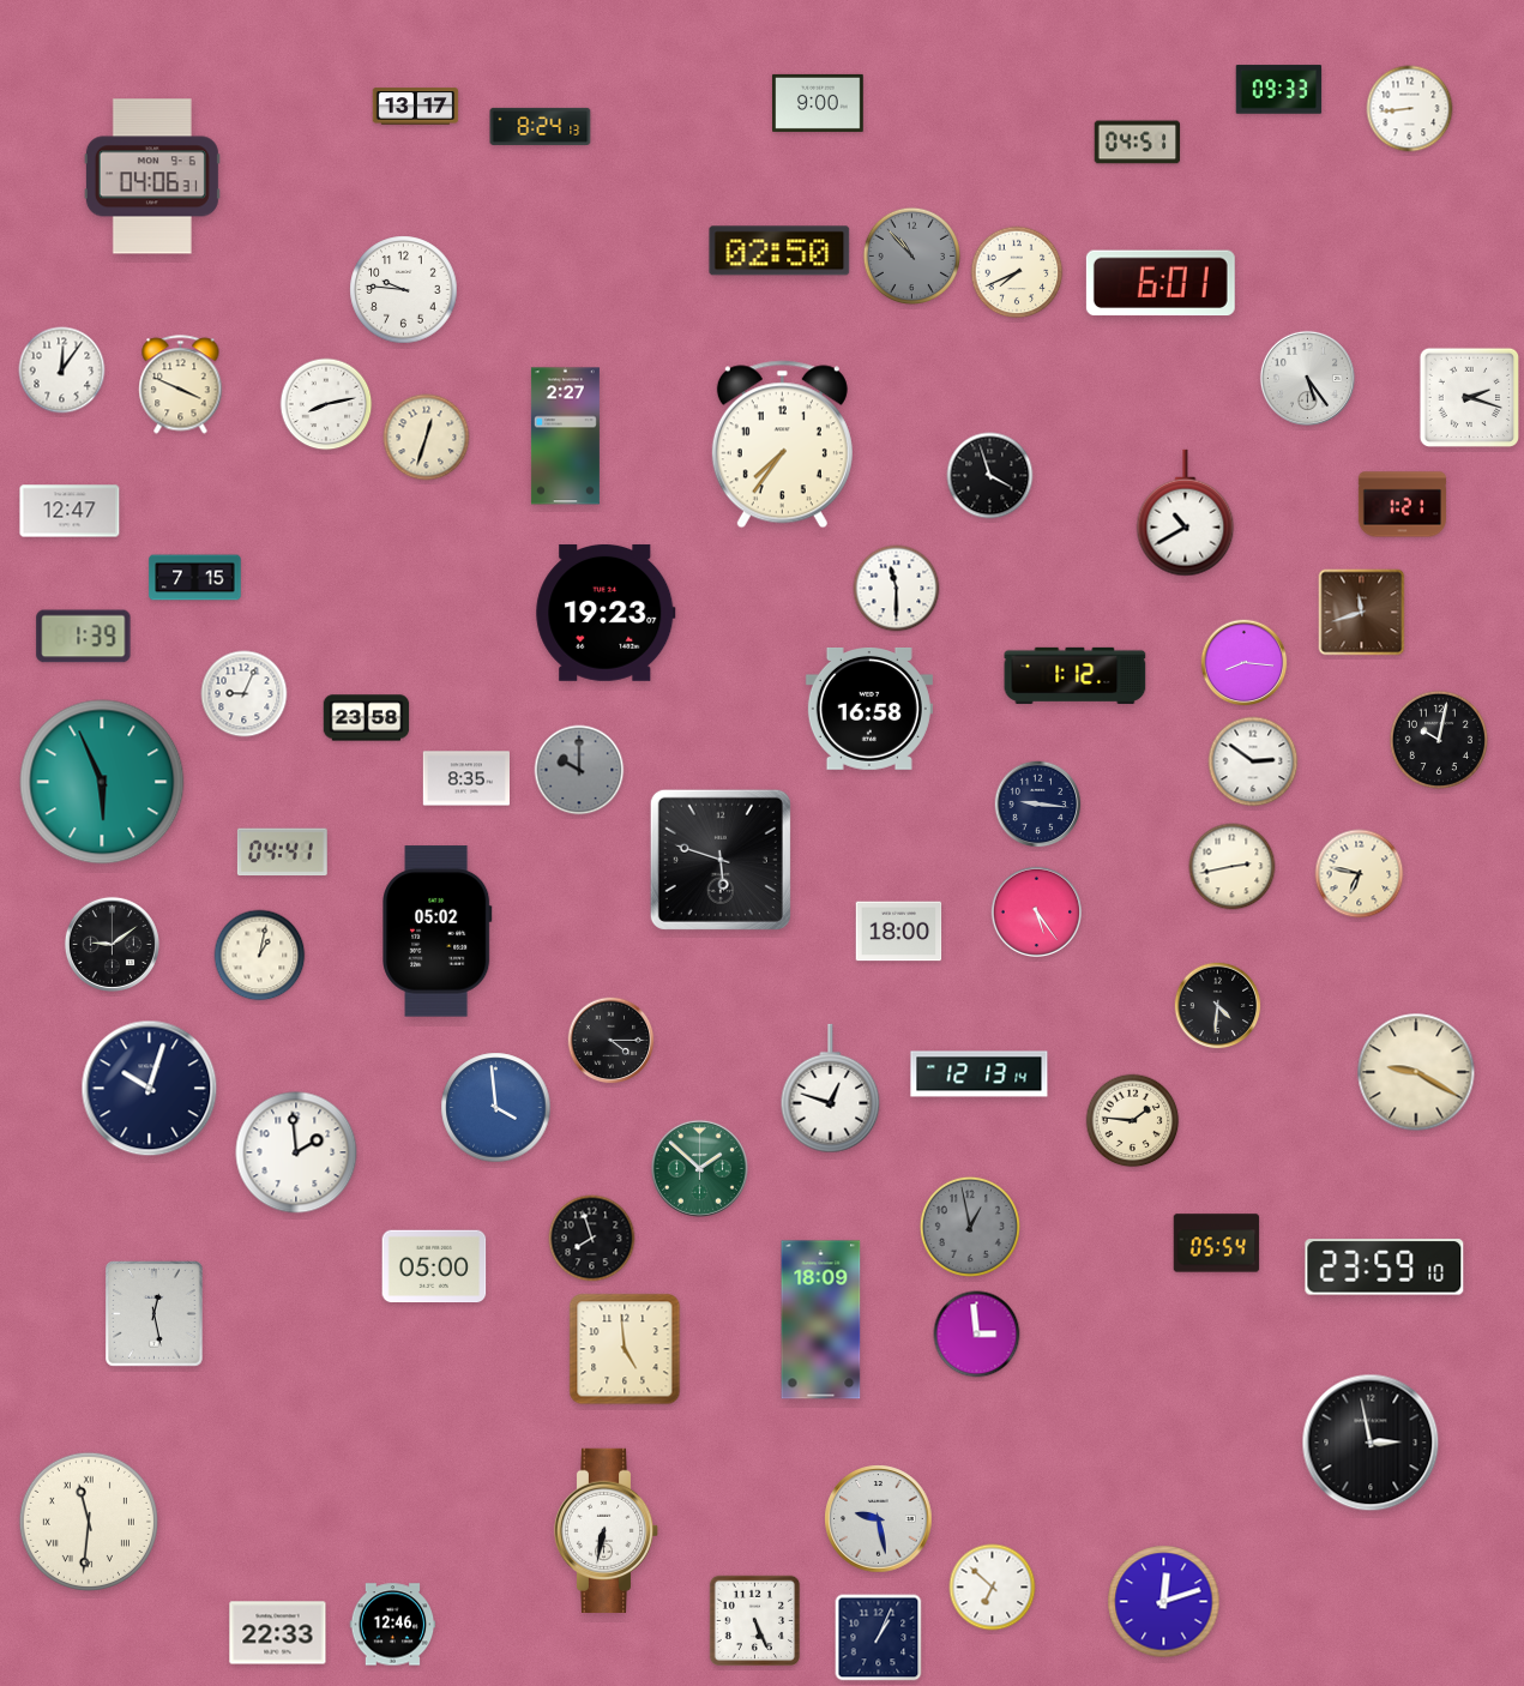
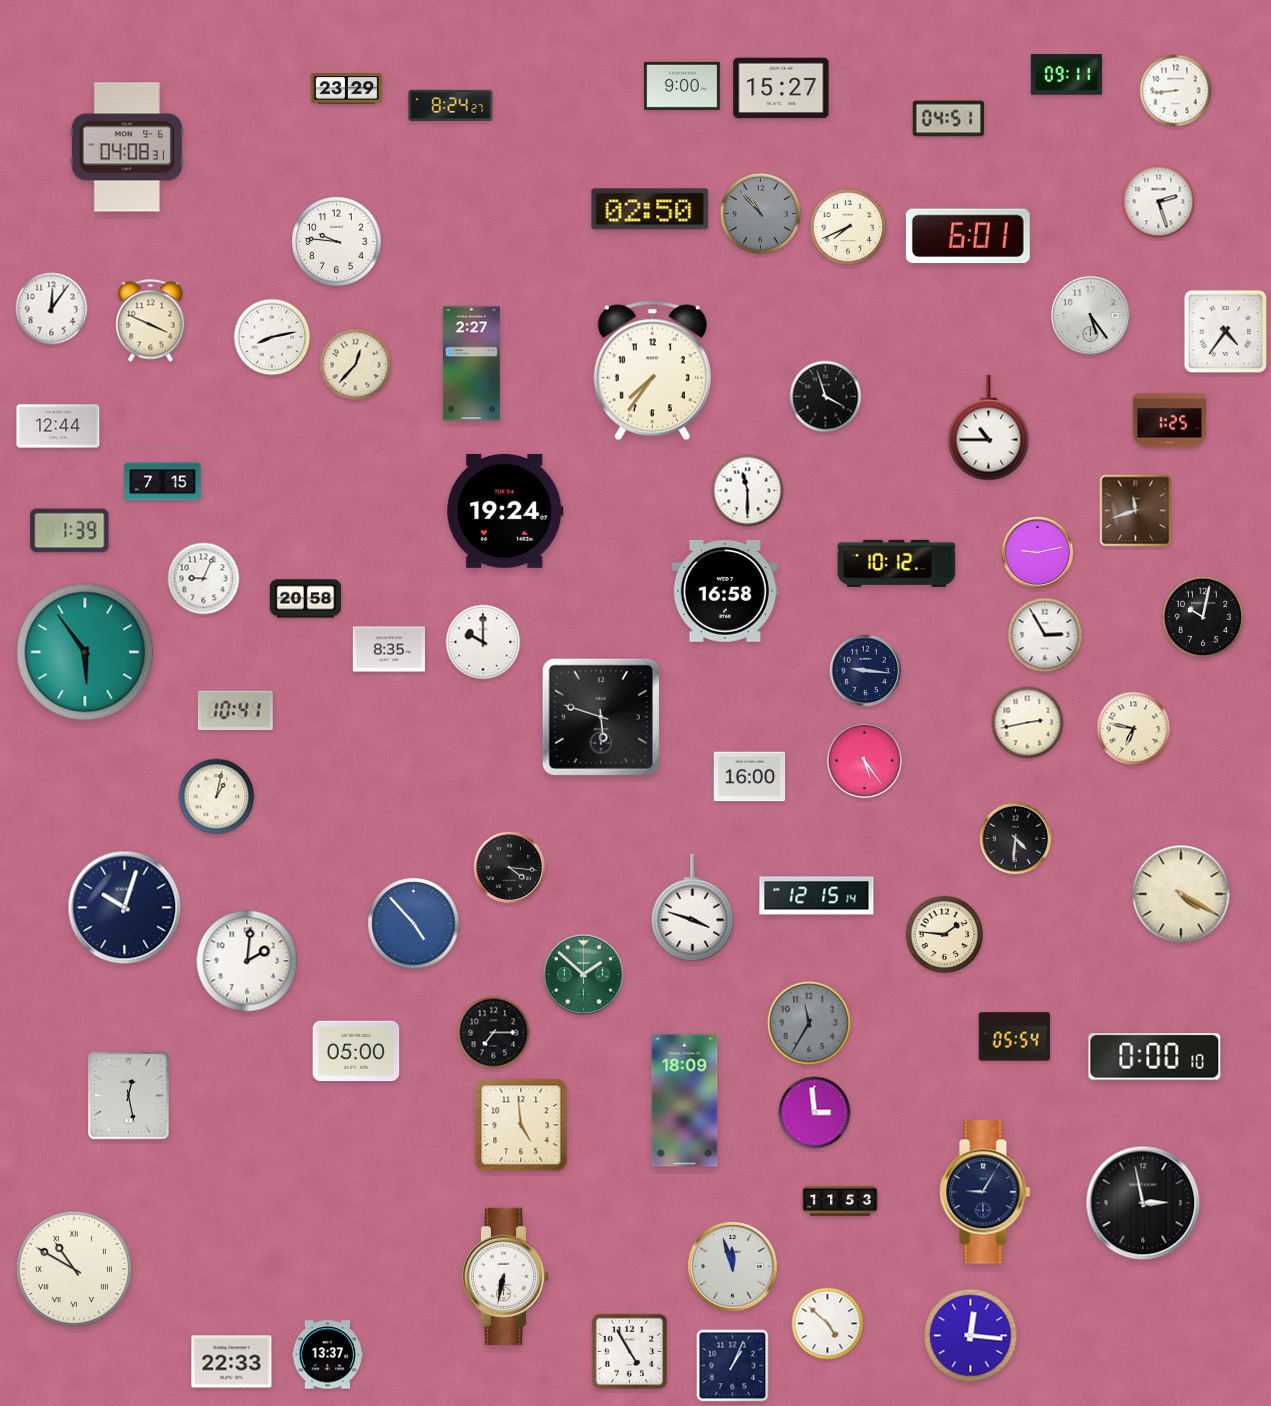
clock at (1279, 90): 09:33 -> 09:11
clock at (781, 88): none -> 15:27
clock at (416, 107): 13:17 -> 23:29
clock at (541, 126): 8:24:13 -> 8:24:27
clock at (152, 176): 04:06 -> 04:08
clock at (1159, 202): none -> 2:27
clock at (1470, 398): 2:18 -> 4:36
clock at (427, 438): 12:33 -> 12:37
clock at (1402, 505): 1:21 -> 1:25
clock at (70, 511): 12:47 -> 12:44
clock at (1186, 513): 10:40 -> 10:45
clock at (606, 613): 19:23 -> 19:24
clock at (1245, 663): 8:16 -> 9:13
clock at (1076, 675): 1:12 -> 10:12
clock at (367, 718): 23:58 -> 20:58
clock at (1438, 739) position: (1438, 739) -> (1202, 616)
clock at (1253, 761): 2:51 -> 2:55
clock at (579, 770) dial: grey -> white
clock at (102, 782): 5:56 -> 5:54
clock at (282, 853): 04:41 -> 10:41
clock at (438, 932): 05:02 -> none
clock at (899, 932): 18:00 -> 16:00
clock at (112, 944): 9:09 -> none
clock at (612, 1041): 4:15 -> 4:16
clock at (1416, 1072): 9:20 -> 4:20
clock at (980, 1074): 12:13 -> 12:15
clock at (831, 1089): 12:48 -> 3:48
clock at (496, 1108): 3:59 -> 4:53
clock at (296, 1152): 1:59 -> 2:01
clock at (970, 1227): 12:58 -> 11:35
clock at (592, 1239): 7:57 -> 7:15
clock at (434, 1266) position: (434, 1266) -> (356, 1051)
clock at (1385, 1267): 23:59 -> 0:00
clock at (985, 1192): none -> 9:05
clock at (840, 1201): none -> 11:53
clock at (879, 1519): 9:28 -> 11:57
clock at (89, 1522): 11:31 -> 10:50
clock at (993, 1588): 6:52 -> 4:52
clock at (1164, 1602): 12:12 -> 12:16
clock at (755, 1621): 5:26 -> 4:55
clock at (393, 1625): 12:46 -> 13:37
